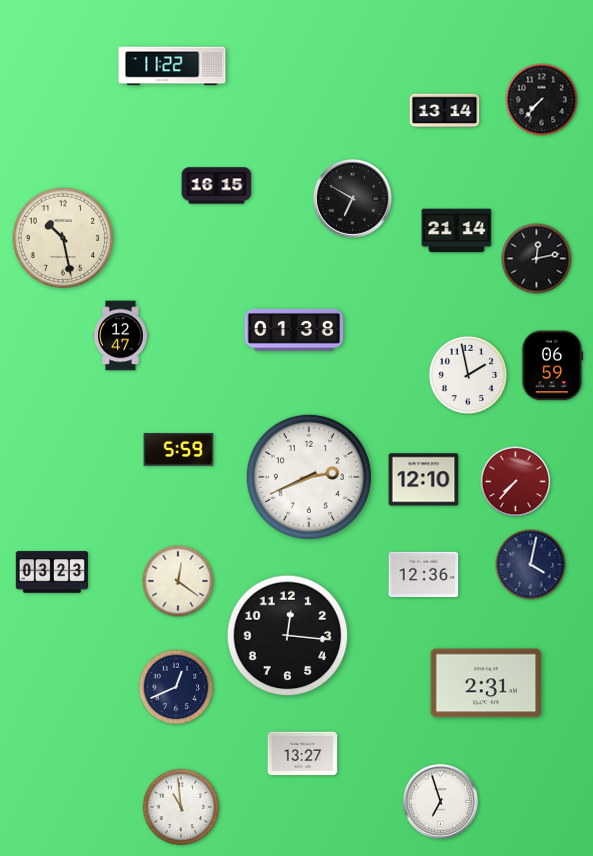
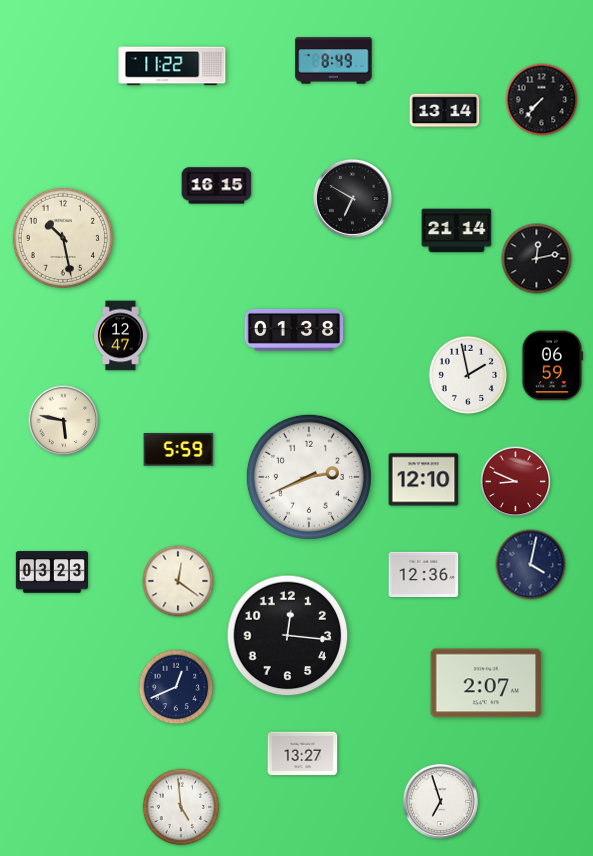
clock at (334, 61): none -> 8:49
clock at (64, 421): none -> 5:47
clock at (516, 482): 7:37 -> 8:49
clock at (486, 683): 2:31 -> 2:07
clock at (181, 807): 10:59 -> 4:59
